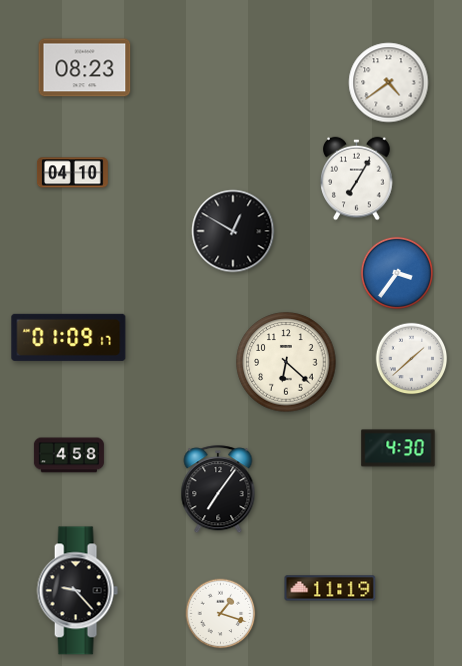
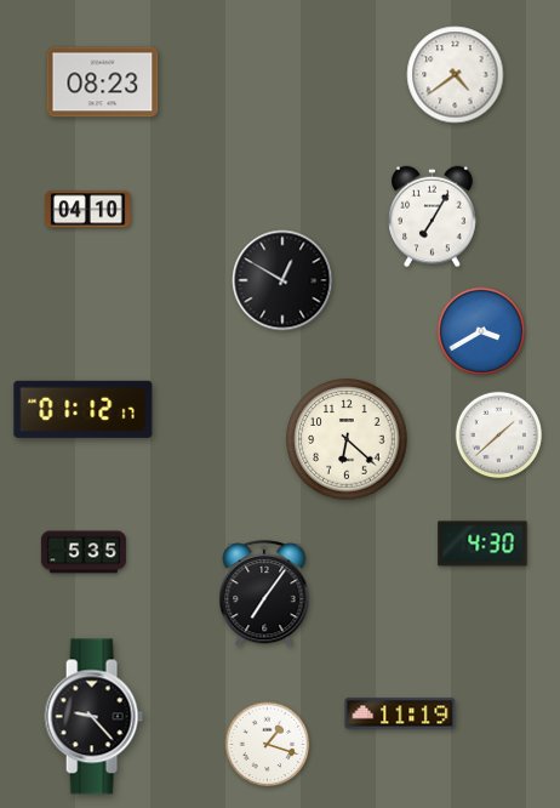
clock at (389, 83) position: (389, 83) -> (456, 75)
clock at (397, 273): 3:36 -> 3:40
clock at (69, 337): 01:09 -> 01:12
clock at (69, 455): 4:58 -> 5:35
